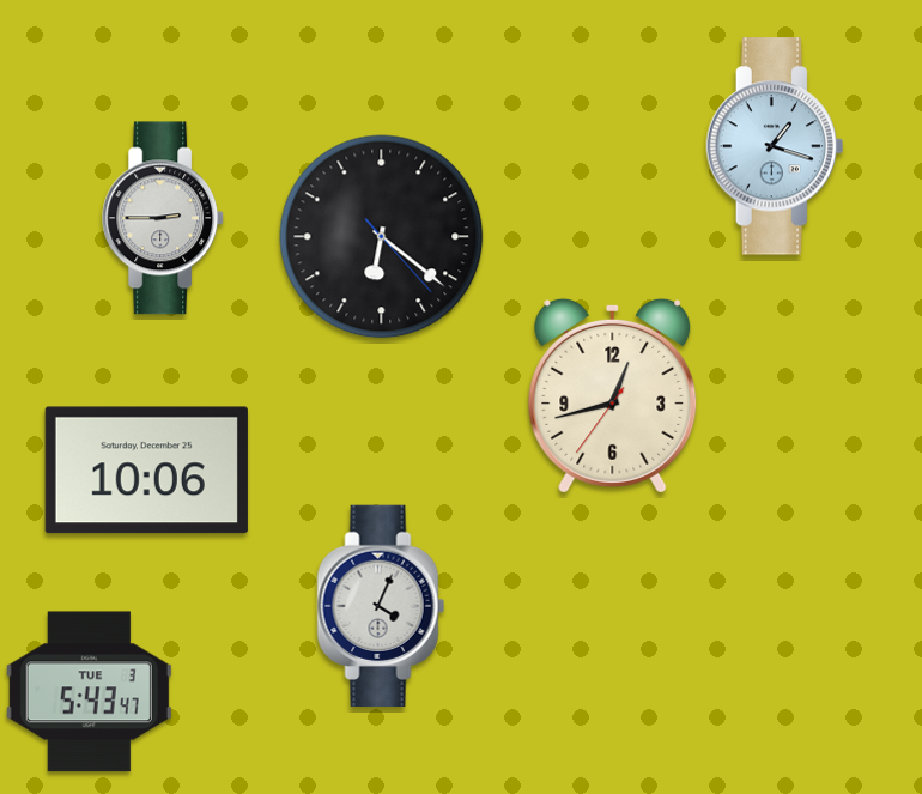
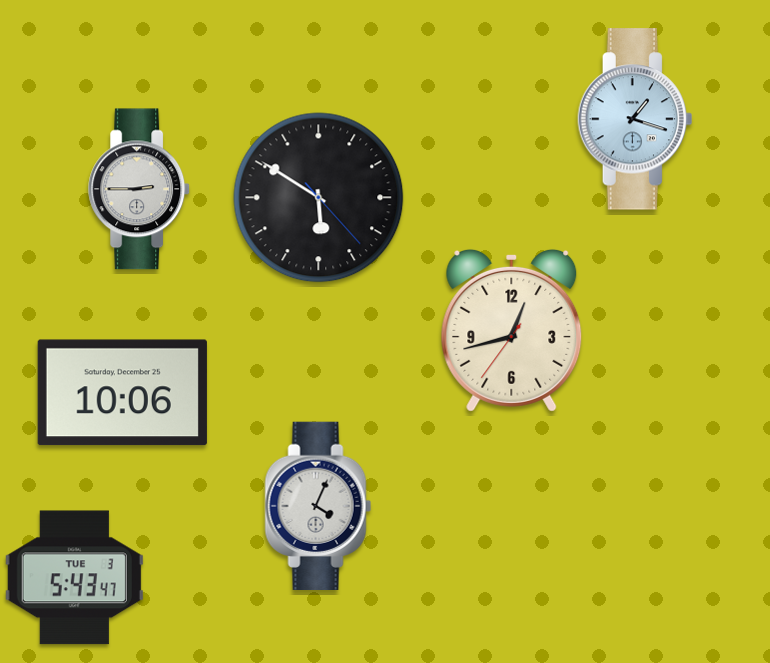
clock at (774, 146) position: (774, 146) -> (634, 119)
clock at (164, 218) position: (164, 218) -> (140, 189)
clock at (382, 237): 6:21 -> 5:50
